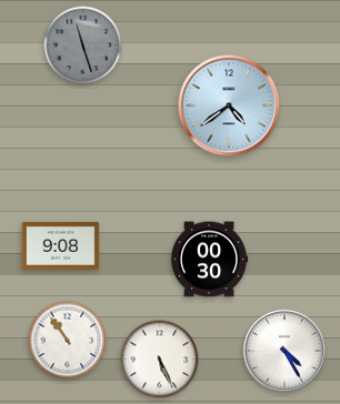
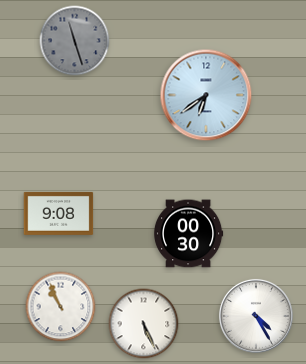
clock at (229, 105): 4:39 -> 6:39
clock at (61, 245) position: (61, 245) -> (59, 213)
clock at (68, 341): 10:54 -> 10:56
